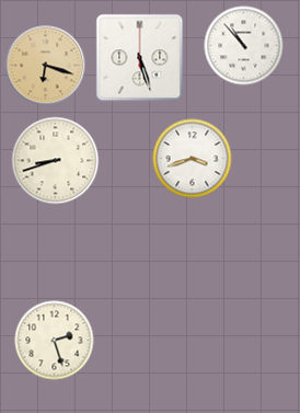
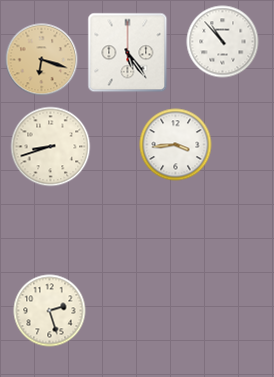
clock at (140, 58): 5:27 -> 5:24
clock at (193, 159): 3:42 -> 3:44
